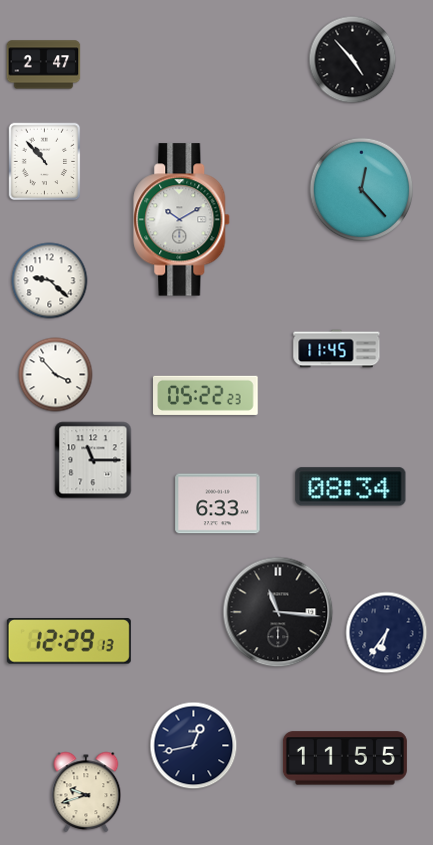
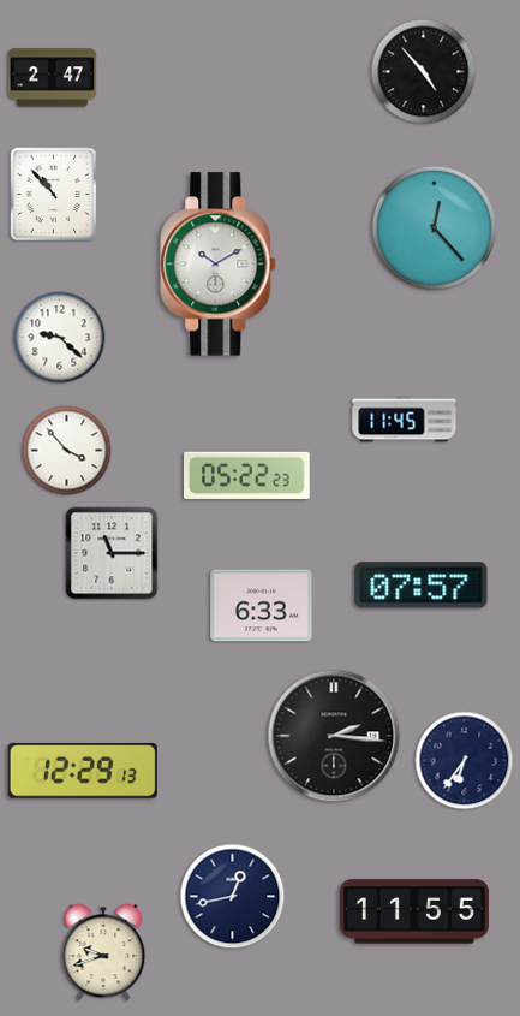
clock at (351, 487): 08:34 -> 07:57
clock at (278, 612): 11:16 -> 2:16
